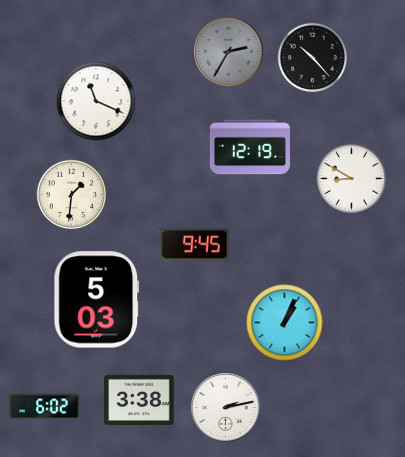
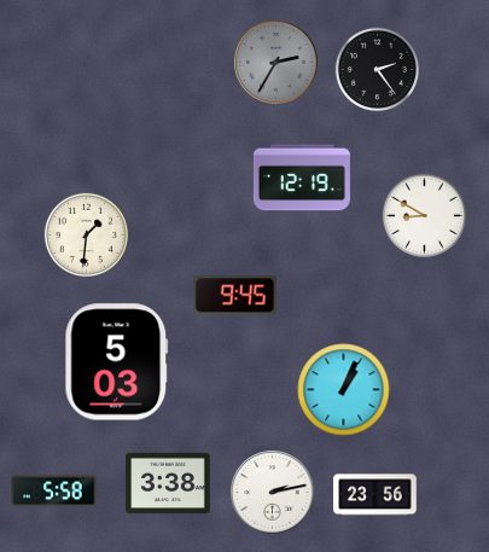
clock at (312, 57): 10:23 -> 2:24
clock at (96, 101): 11:19 -> none
clock at (45, 407): 6:02 -> 5:58
clock at (376, 495): none -> 23:56
